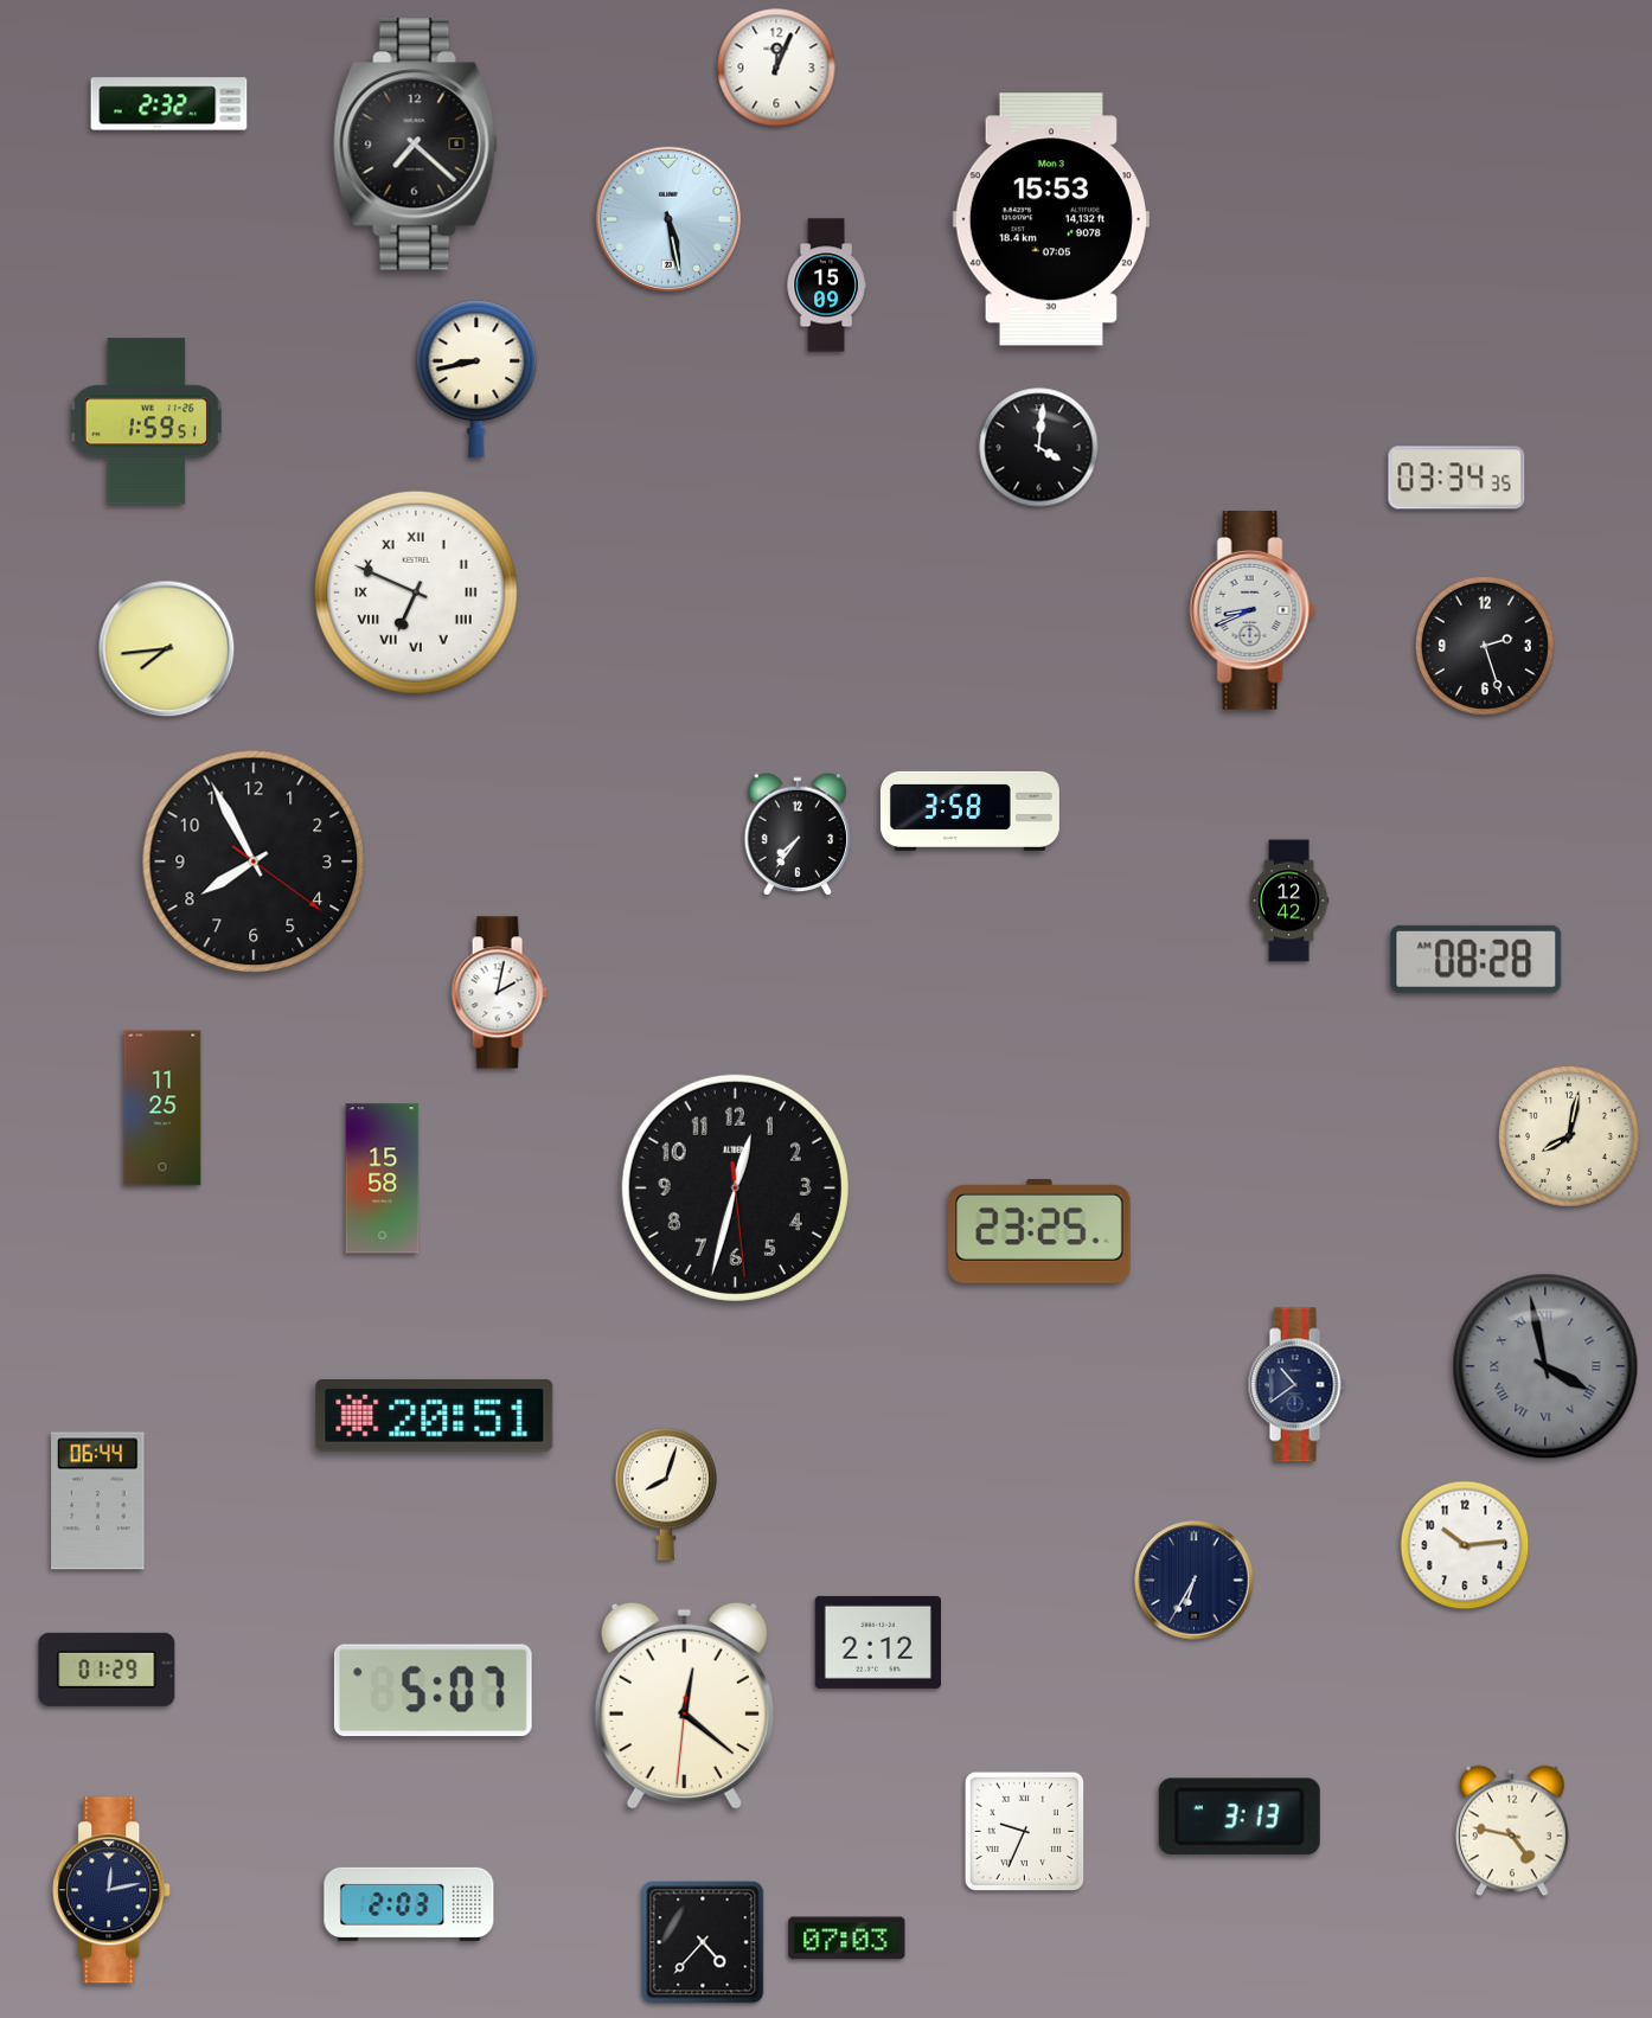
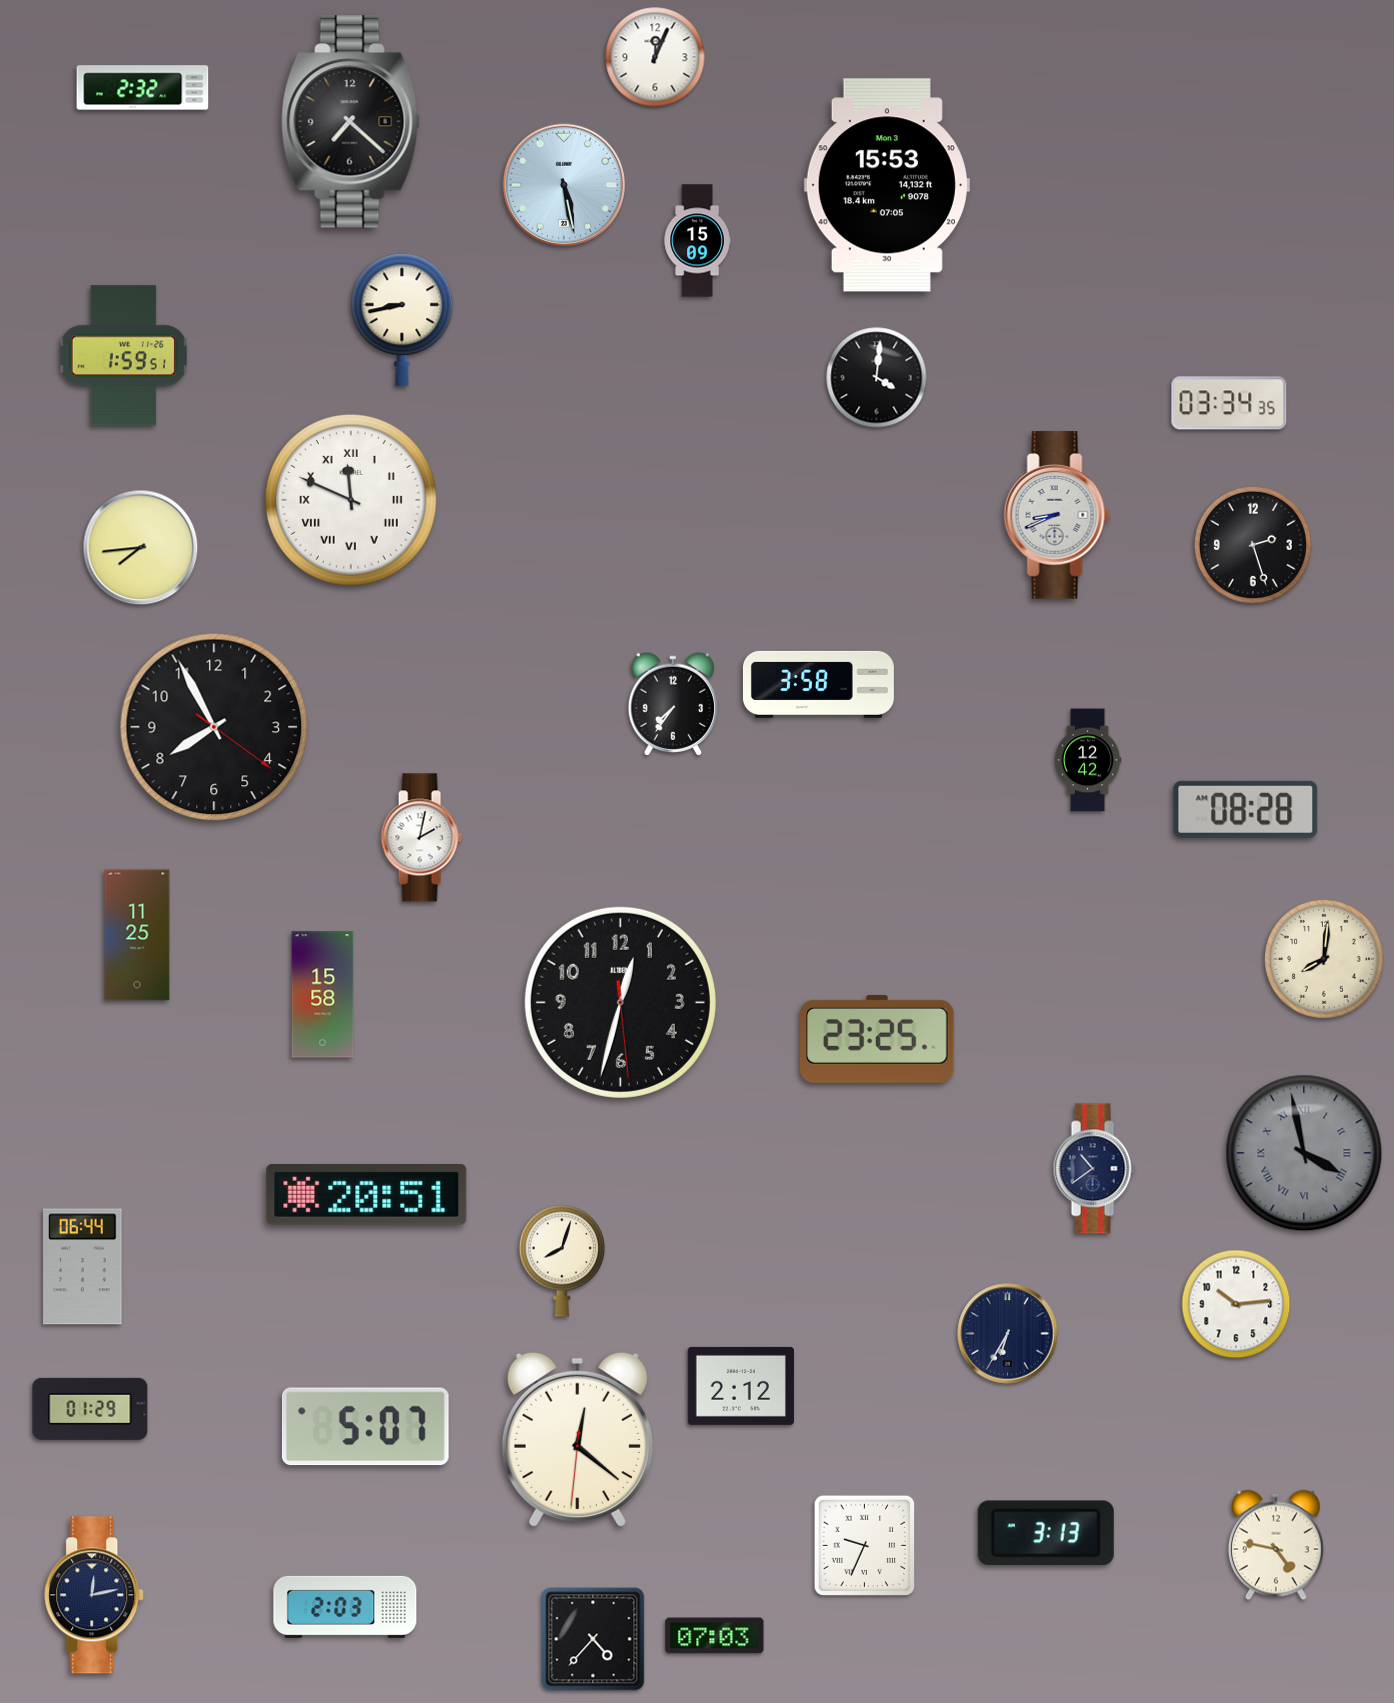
clock at (416, 592): 6:49 -> 11:49
clock at (1569, 1136): 8:02 -> 8:01
